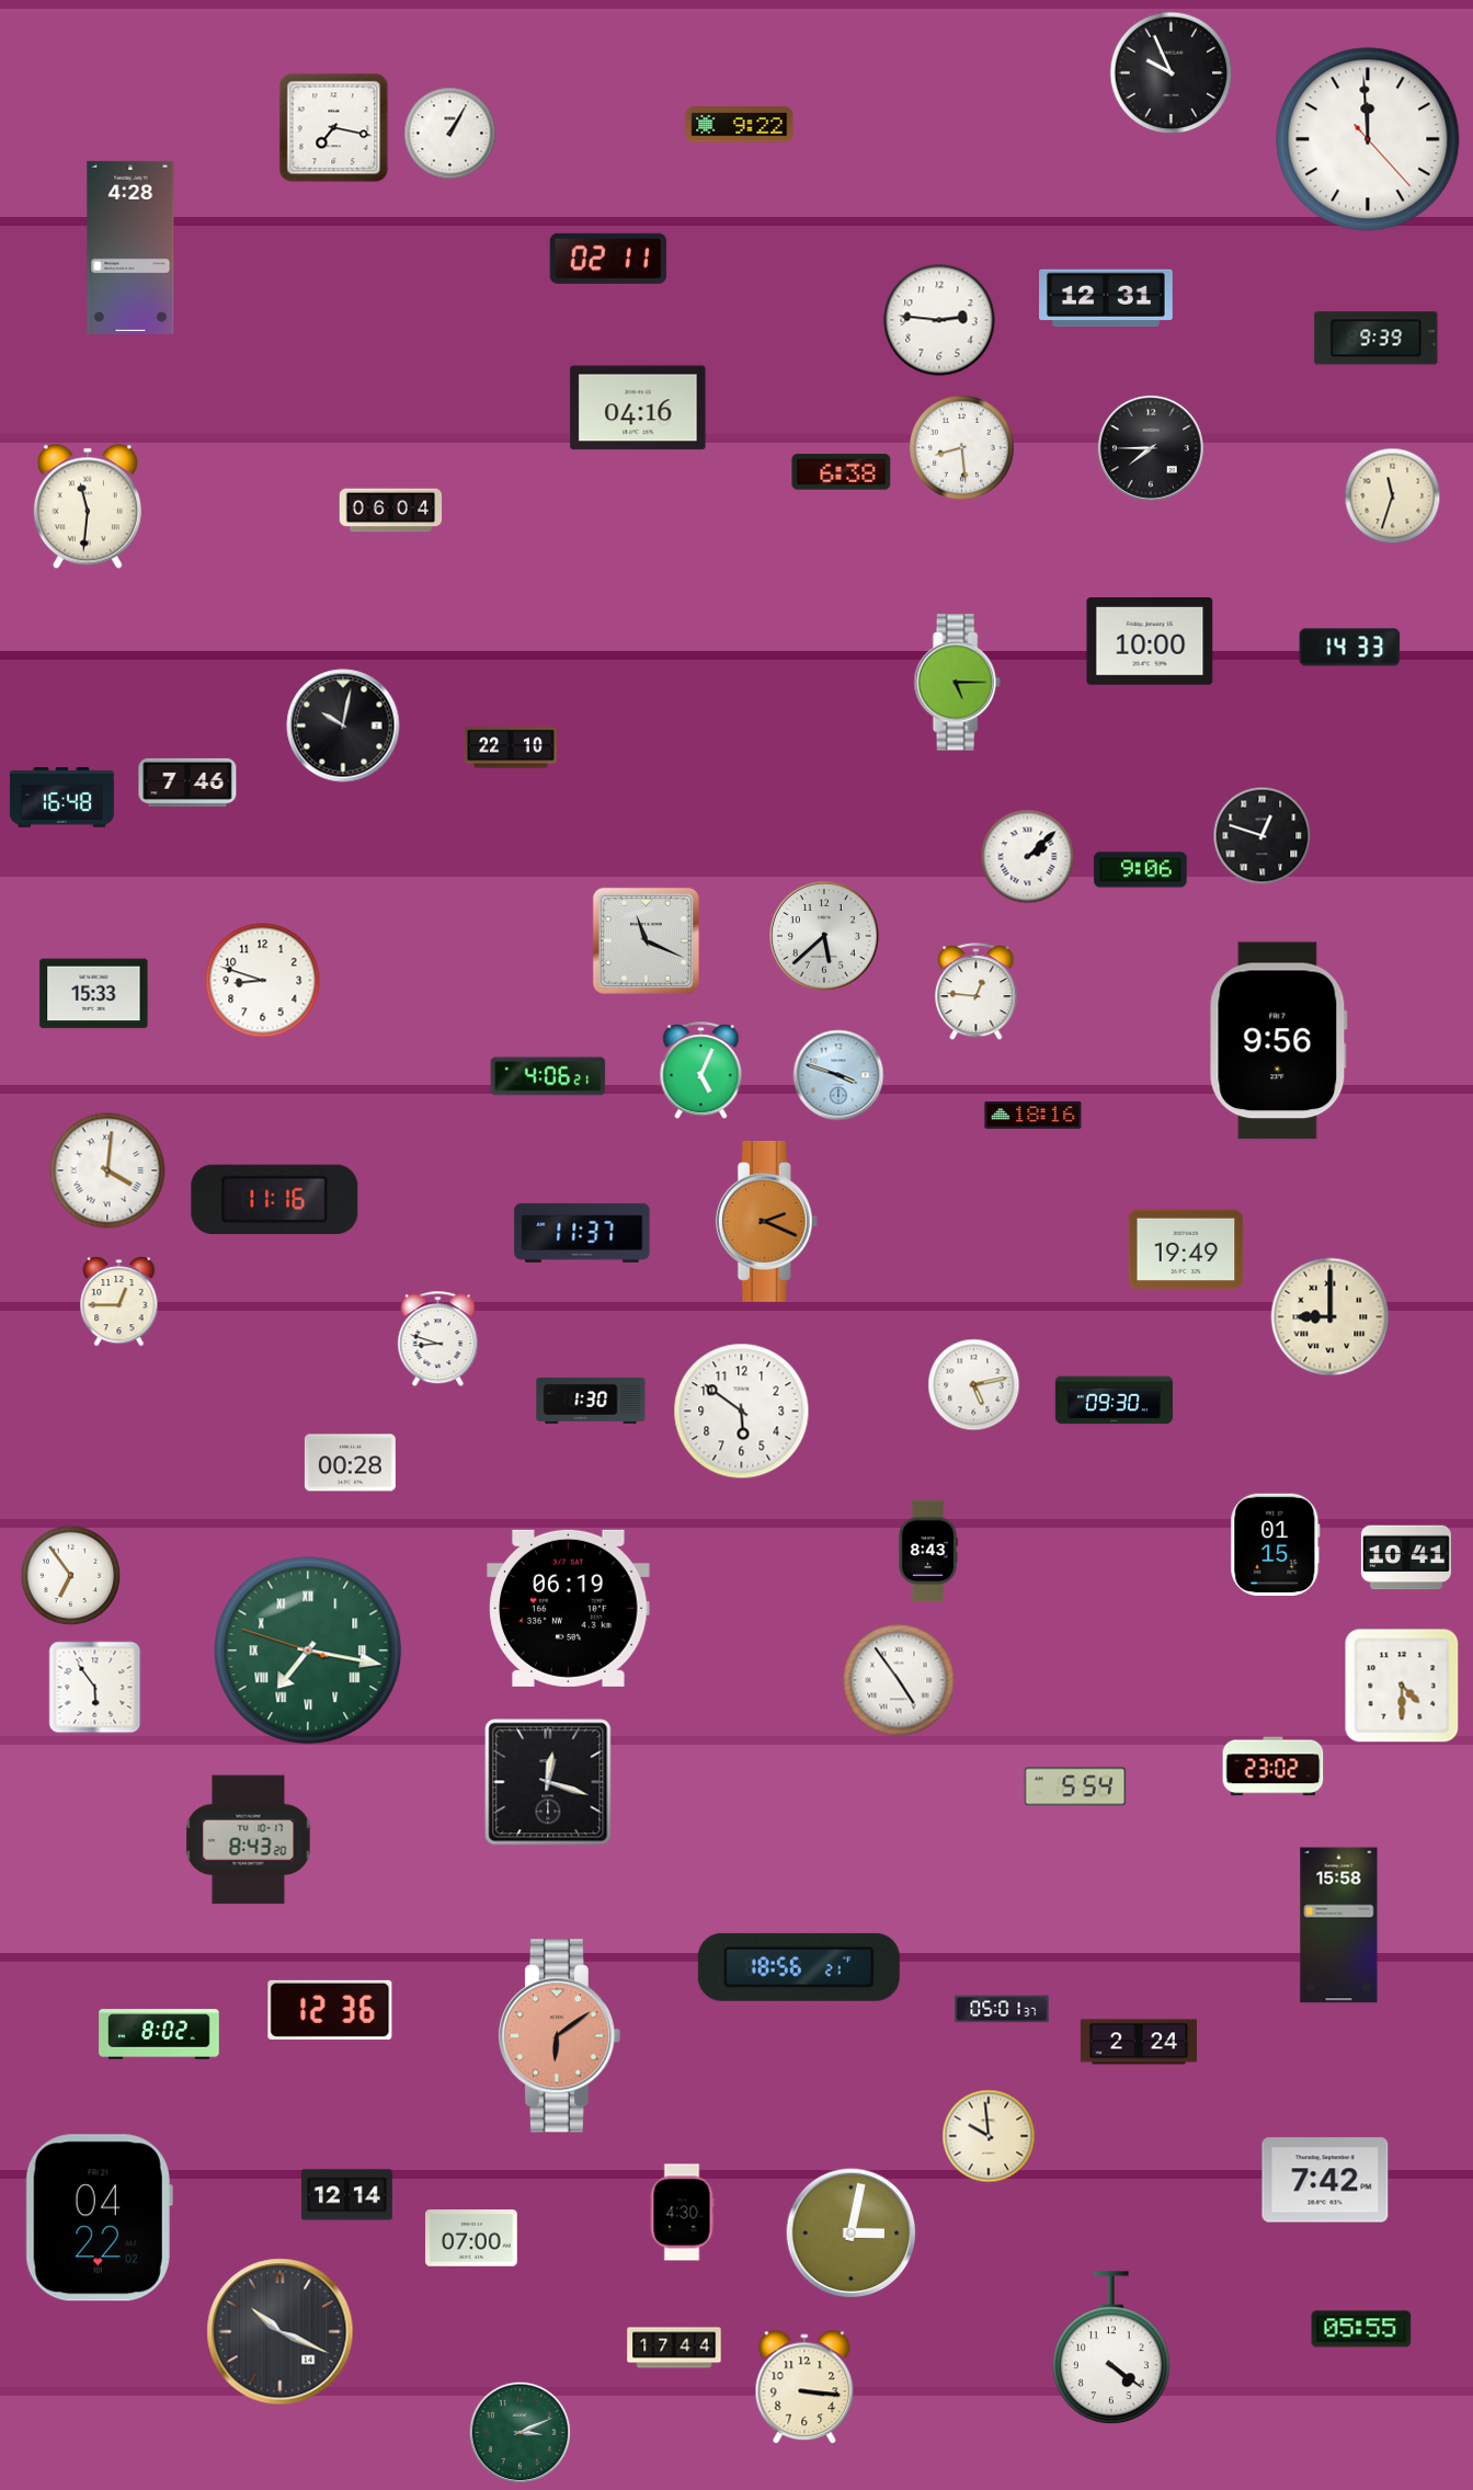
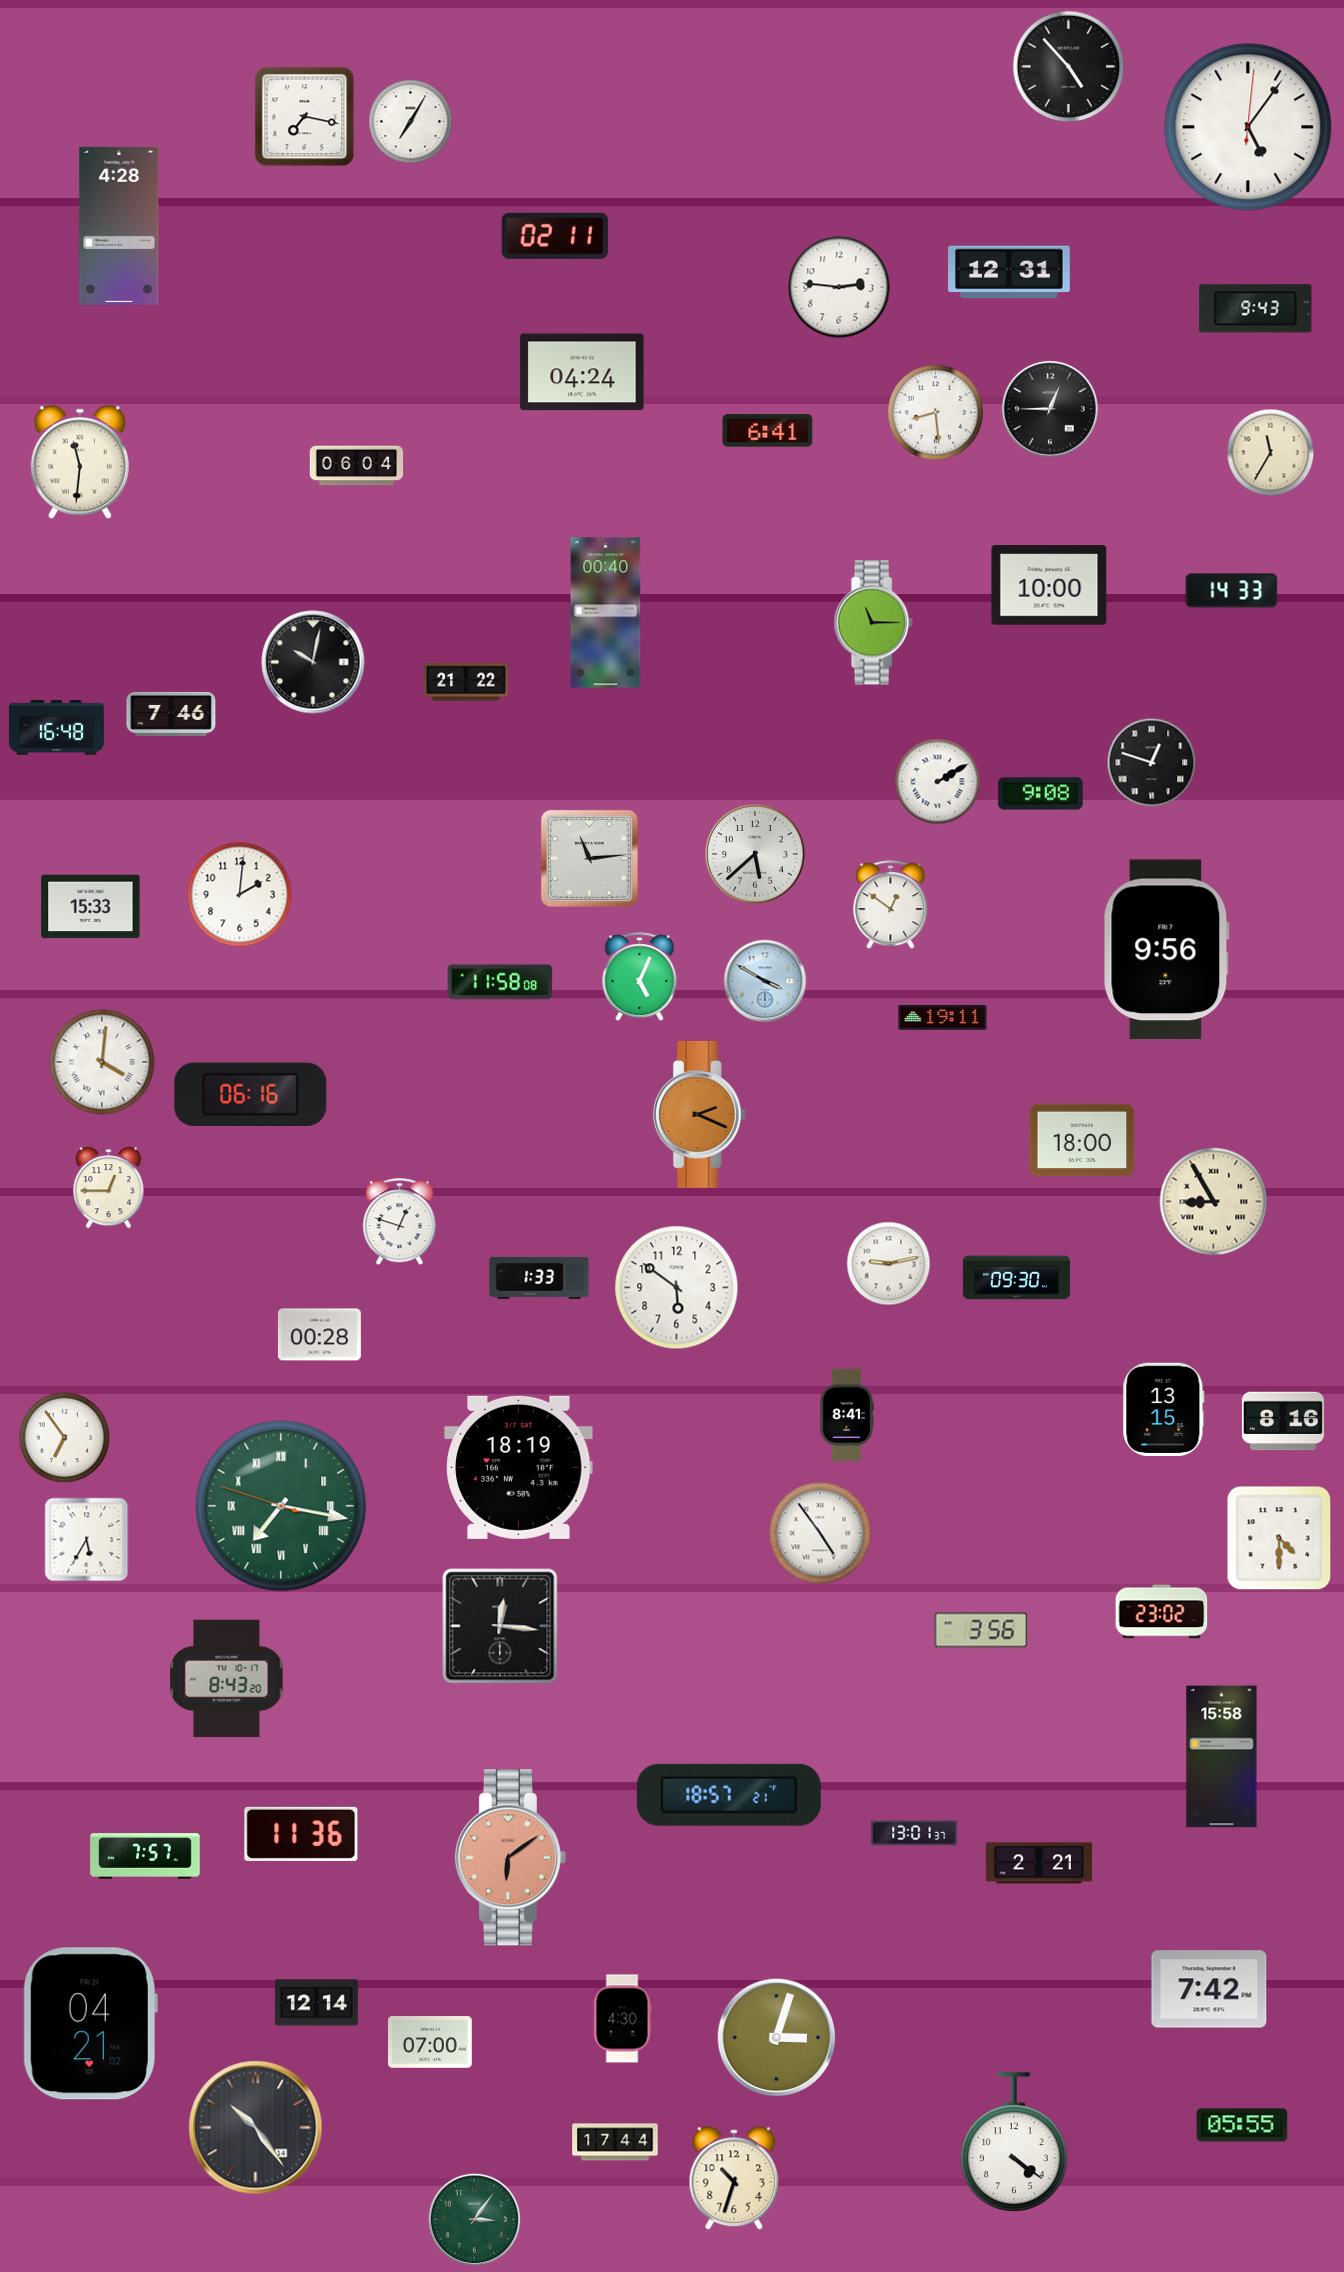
clock at (1172, 73): 9:56 -> 4:53
clock at (740, 125): 9:22 -> none
clock at (450, 134): 1:05 -> 7:05
clock at (1368, 139): 11:59 -> 5:06
clock at (939, 320) position: (939, 320) -> (839, 287)
clock at (1377, 339): 9:39 -> 9:43
clock at (638, 408): 04:16 -> 04:24
clock at (961, 447) position: (961, 447) -> (935, 412)
clock at (1151, 448): 7:45 -> 12:45
clock at (842, 472): 6:38 -> 6:41
clock at (1393, 496): 11:33 -> 11:35
clock at (606, 613): none -> 00:40
clock at (957, 683): 5:15 -> 11:15
clock at (511, 747): 22:10 -> 21:22
clock at (1028, 857): 2:08 -> 2:10
clock at (1141, 870): 9:06 -> 9:08
clock at (824, 936) position: (824, 936) -> (755, 854)
clock at (646, 940): 11:19 -> 11:14
clock at (263, 981): 8:48 -> 2:01
clock at (977, 992): 12:46 -> 12:51
clock at (94, 994) position: (94, 994) -> (91, 907)
clock at (838, 1075): 3:48 -> 3:50
clock at (548, 1076): 4:06 -> 11:58
clock at (1034, 1116): 18:16 -> 19:11
clock at (107, 1170) position: (107, 1170) -> (102, 1062)
clock at (275, 1199): 11:16 -> 06:16
clock at (582, 1233): 11:37 -> none
clock at (1186, 1249): 19:49 -> 18:00
clock at (1331, 1317): 9:00 -> 8:55
clock at (438, 1339): 8:48 -> 12:48
clock at (974, 1385): 5:13 -> 9:13
clock at (591, 1401): 1:30 -> 1:33
clock at (1276, 1544): 01:15 -> 13:15
clock at (928, 1551): 8:43 -> 8:41
clock at (1406, 1557): 10:41 -> 8:16
clock at (569, 1608): 06:19 -> 18:19
clock at (95, 1688): 5:54 -> 5:35
clock at (548, 1782): 12:18 -> 12:16
clock at (1075, 1786): 5:54 -> 3:56
clock at (799, 1967): 18:56 -> 18:57
clock at (1002, 2009): 05:01 -> 13:01
clock at (330, 2010): 12:36 -> 11:36
clock at (159, 2034): 8:02 -> 7:57
clock at (1138, 2042): 2:24 -> 2:21
clock at (989, 2136): 9:59 -> none
clock at (99, 2218): 04:22 -> 04:21
clock at (852, 2234): 3:02 -> 3:03
clock at (281, 2332): 10:19 -> 10:24
clock at (804, 2388): 3:16 -> 10:33
clock at (521, 2433): 3:11 -> 3:06
